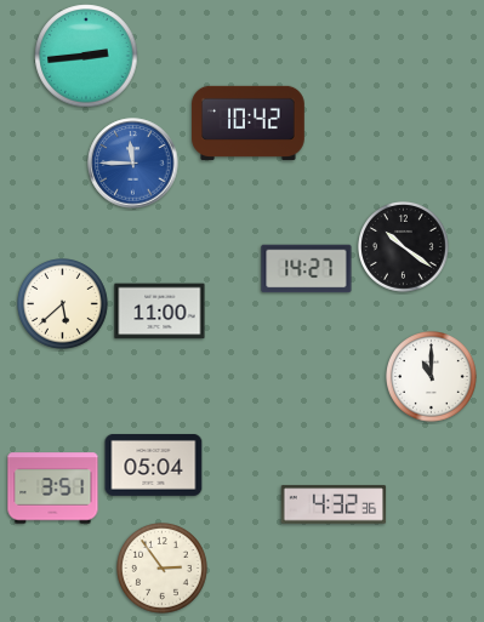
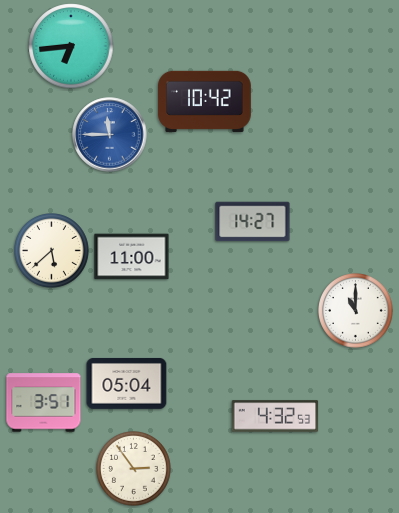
clock at (86, 56): 2:44 -> 6:44
clock at (404, 247): 10:21 -> none
clock at (334, 504): 4:32:36 -> 4:32:53
